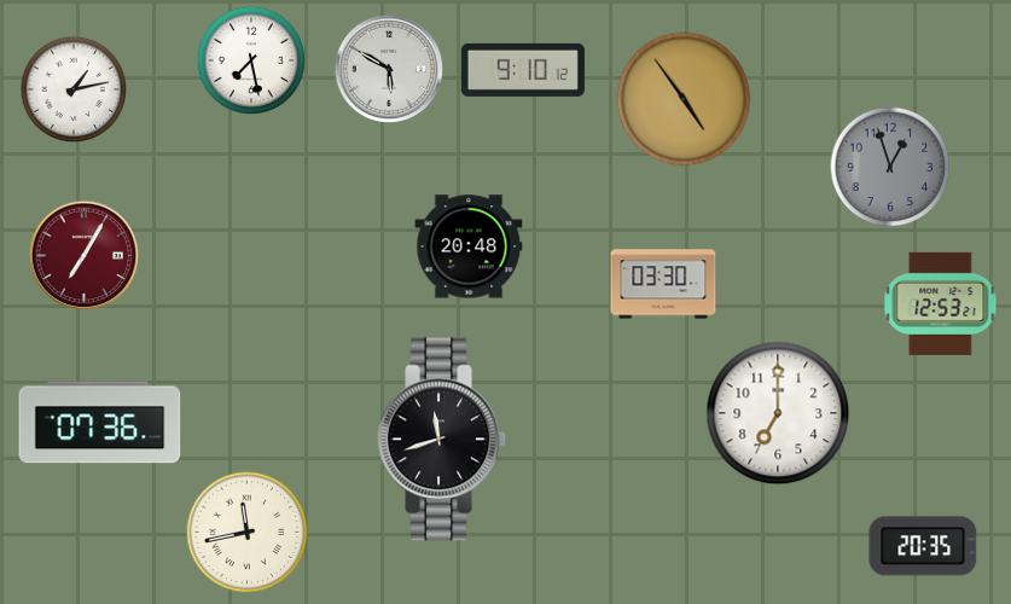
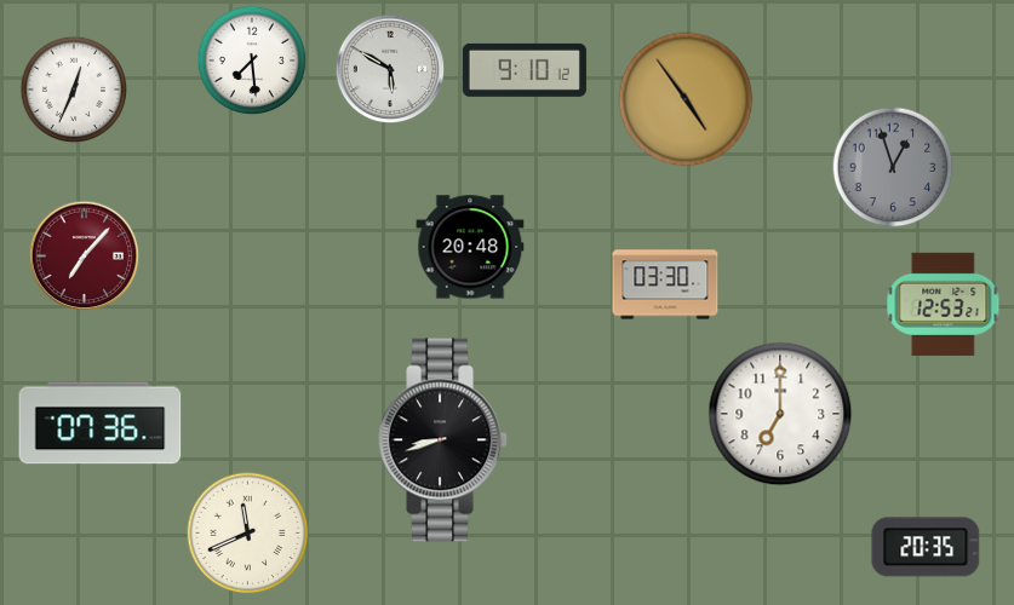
clock at (251, 60): 7:28 -> 7:29
clock at (74, 89): 1:13 -> 12:34
clock at (83, 255): 7:05 -> 7:07
clock at (442, 440): 11:42 -> 8:42
clock at (248, 533): 11:43 -> 11:41
